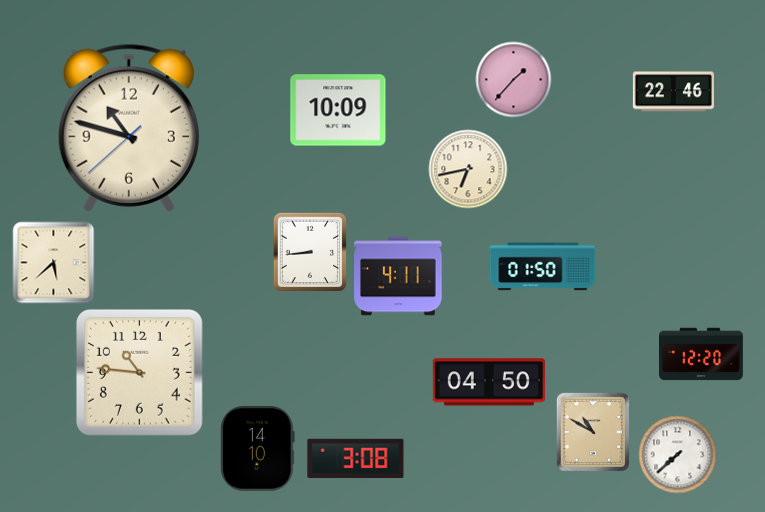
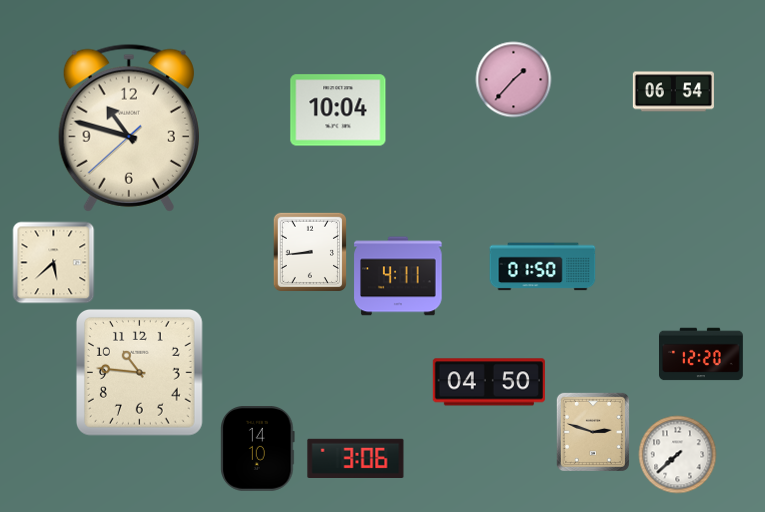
clock at (673, 92): 22:46 -> 06:54
clock at (338, 110): 10:09 -> 10:04
clock at (468, 169): 6:43 -> none
clock at (593, 432): 10:50 -> 2:48
clock at (356, 458): 3:08 -> 3:06
